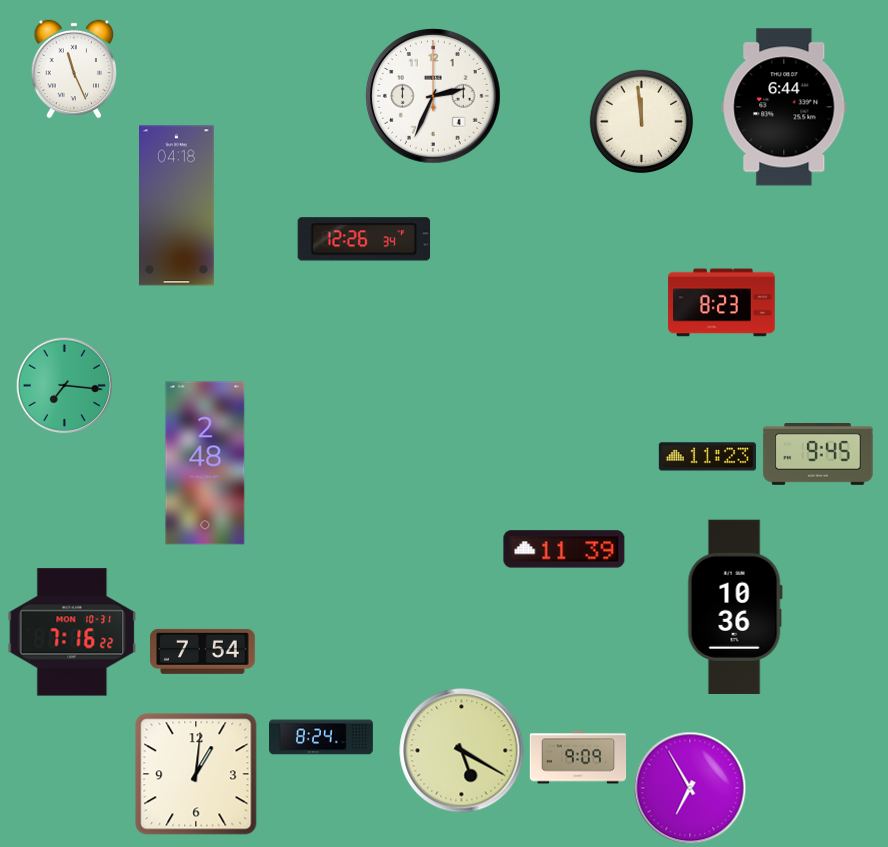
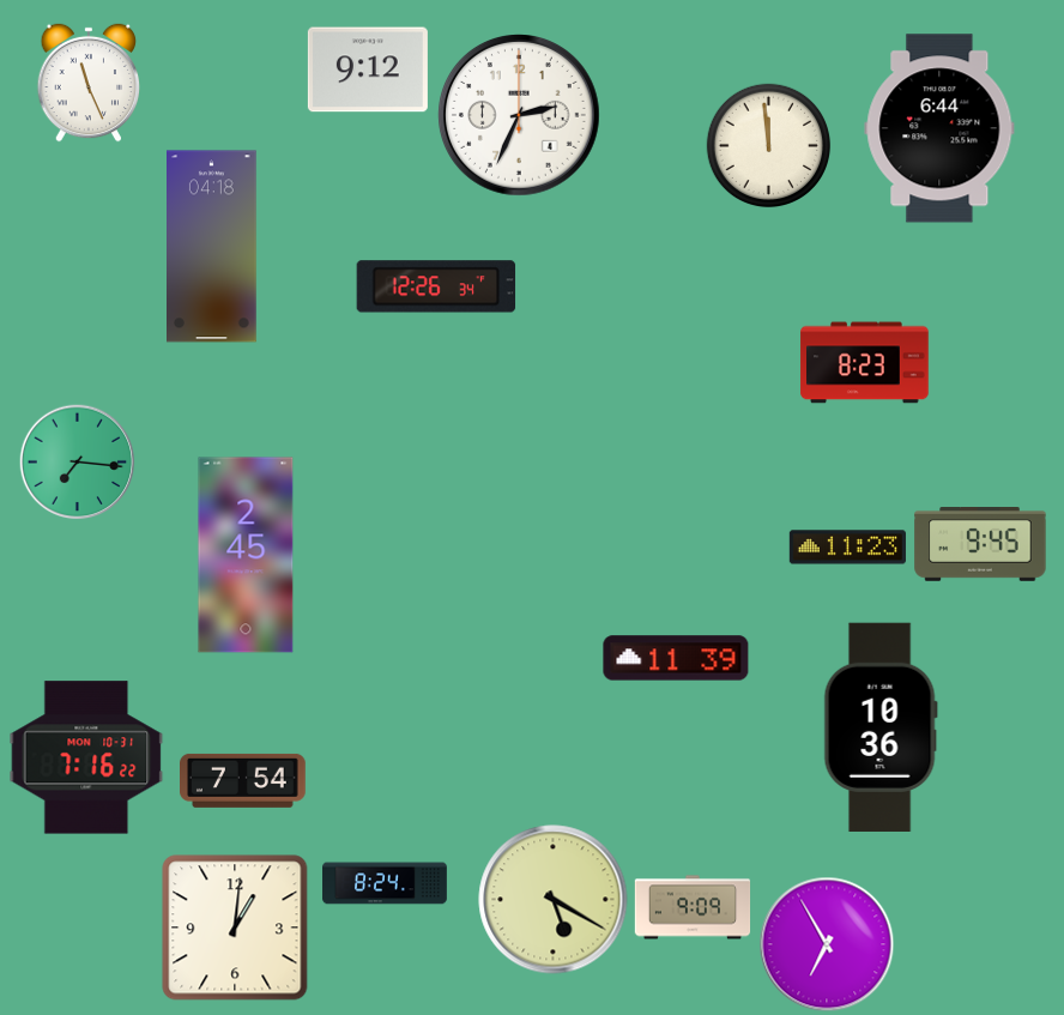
clock at (368, 70): none -> 9:12
clock at (205, 463): 2:48 -> 2:45
